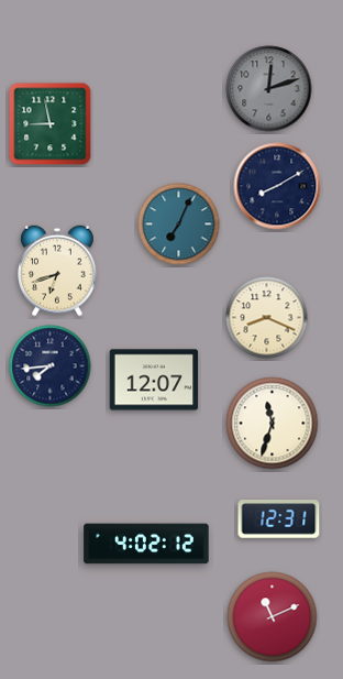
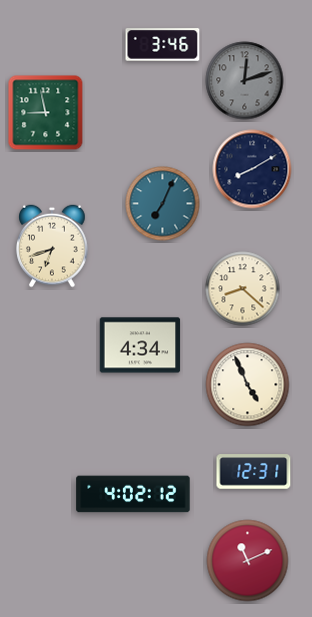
clock at (163, 45): none -> 3:46
clock at (267, 318): 8:19 -> 8:22
clock at (51, 366): 7:44 -> none
clock at (154, 380): 12:07 -> 4:34
clock at (273, 424): 11:33 -> 4:56
